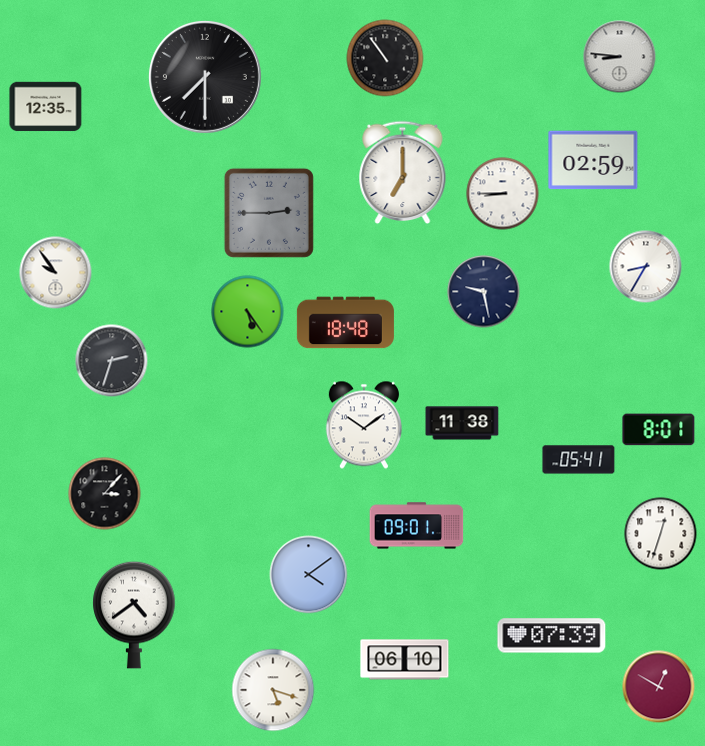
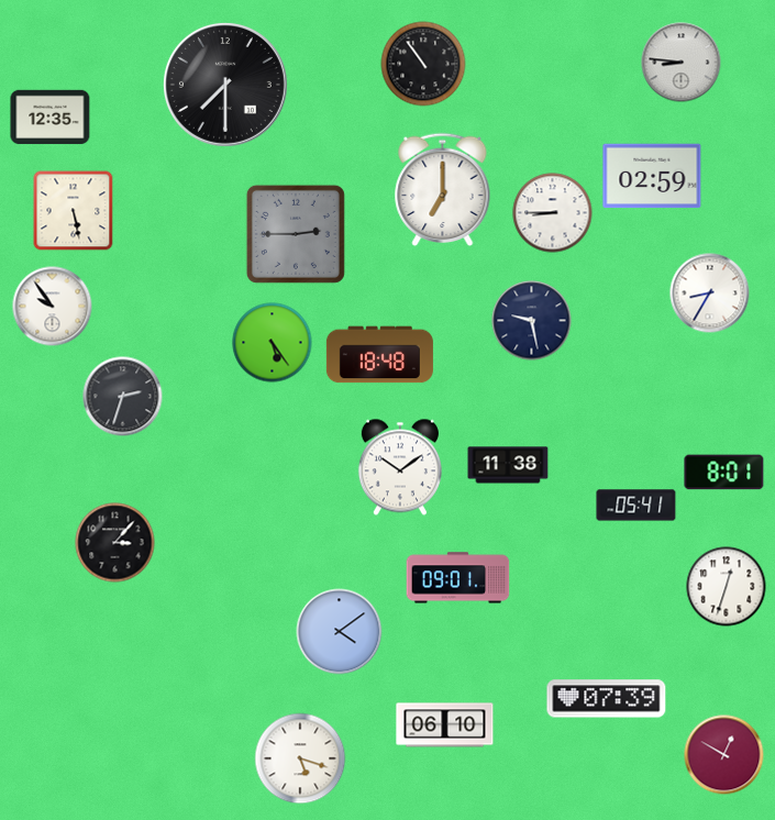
clock at (74, 211): none -> 5:28
clock at (56, 273) position: (56, 273) -> (53, 307)
clock at (134, 615): 4:39 -> none
